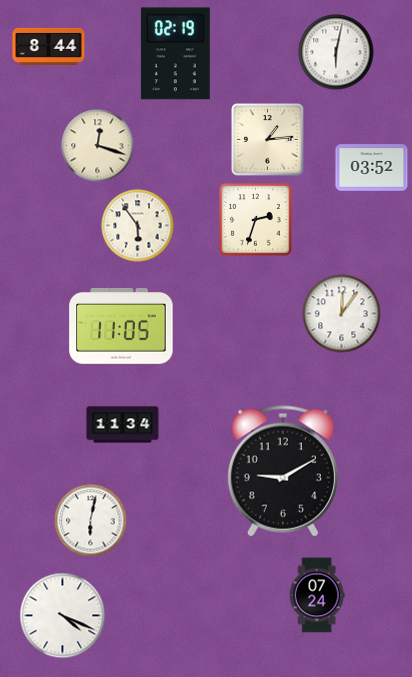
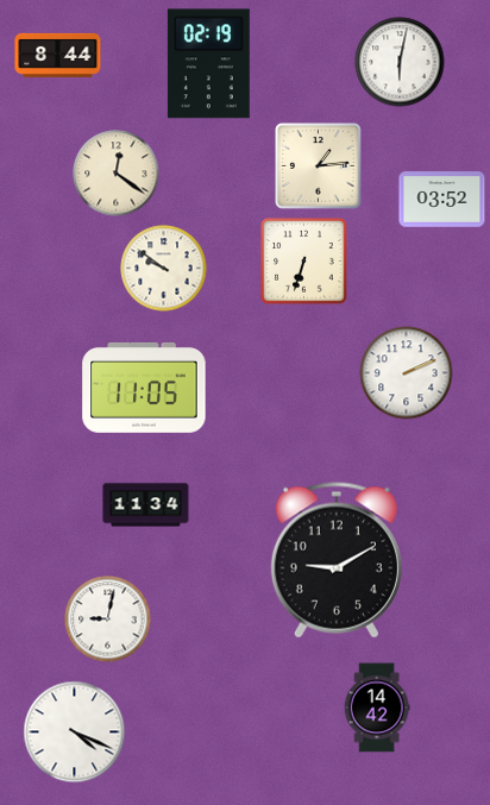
clock at (98, 146): 12:18 -> 12:21
clock at (256, 220): 2:33 -> 6:33
clock at (138, 226): 5:54 -> 9:51
clock at (342, 314): 12:06 -> 2:11
clock at (91, 521): 6:02 -> 9:02
clock at (317, 595): 07:24 -> 14:42
